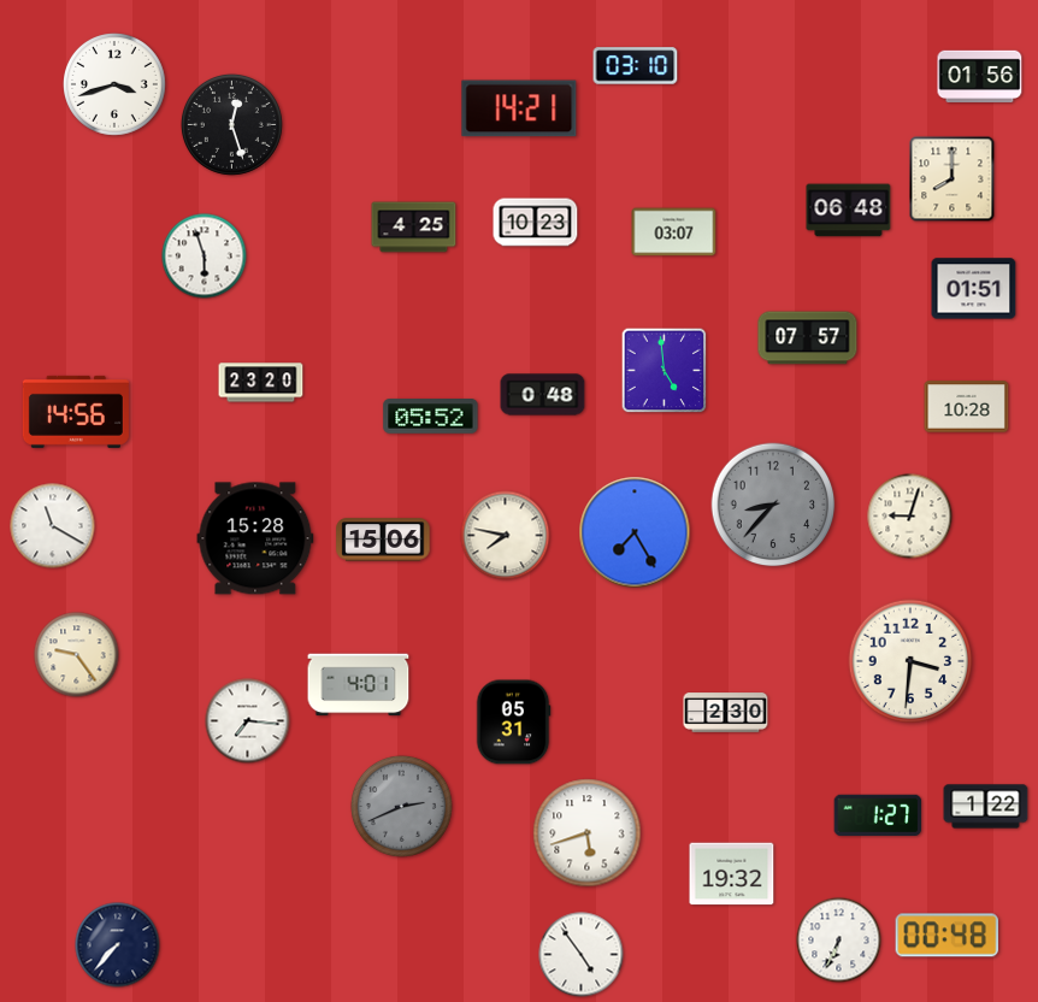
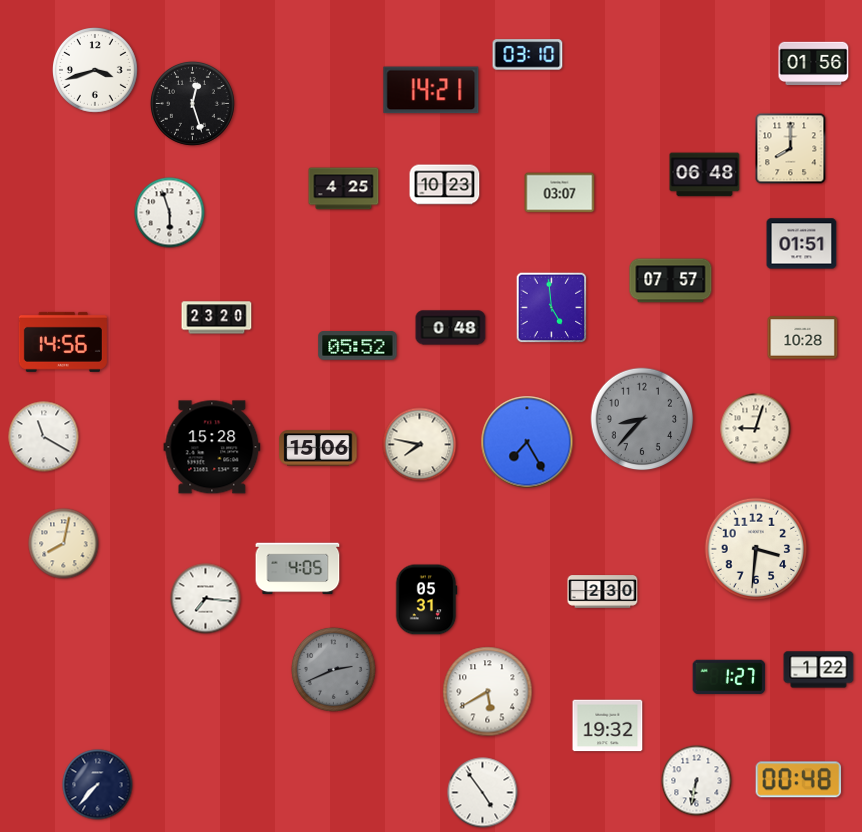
clock at (974, 289) position: (974, 289) -> (802, 244)
clock at (77, 655): 9:24 -> 8:02
clock at (359, 685): 4:01 -> 4:05
clock at (588, 833): 5:42 -> 5:40
clock at (948, 936) position: (948, 936) -> (799, 780)
clock at (839, 941): 6:34 -> 6:32
